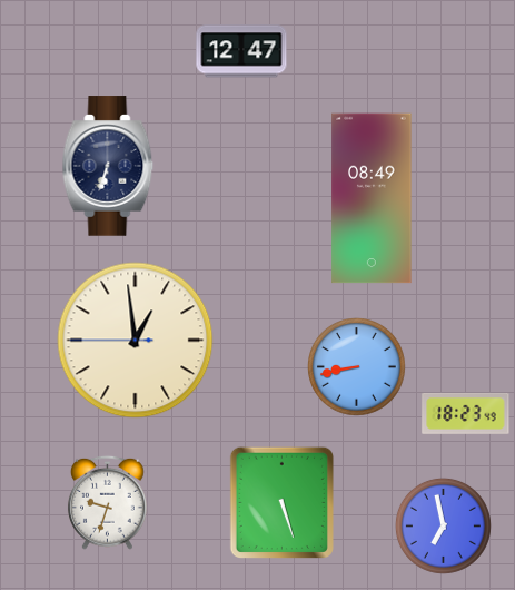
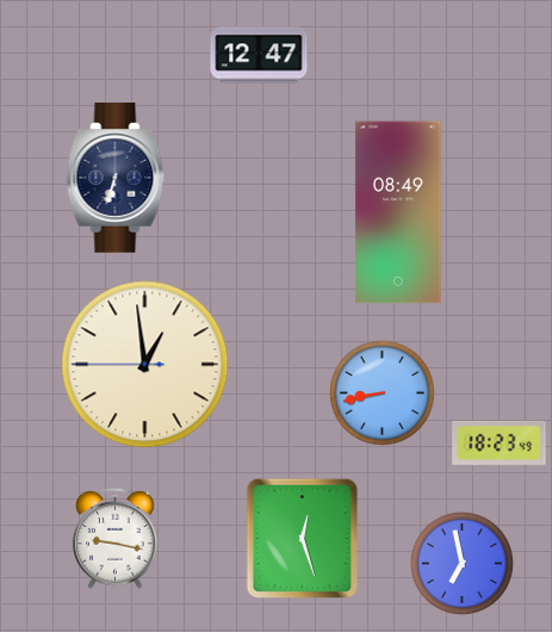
clock at (107, 502): 9:33 -> 9:17
clock at (281, 502): 5:27 -> 12:27
clock at (443, 525) position: (443, 525) -> (461, 563)
